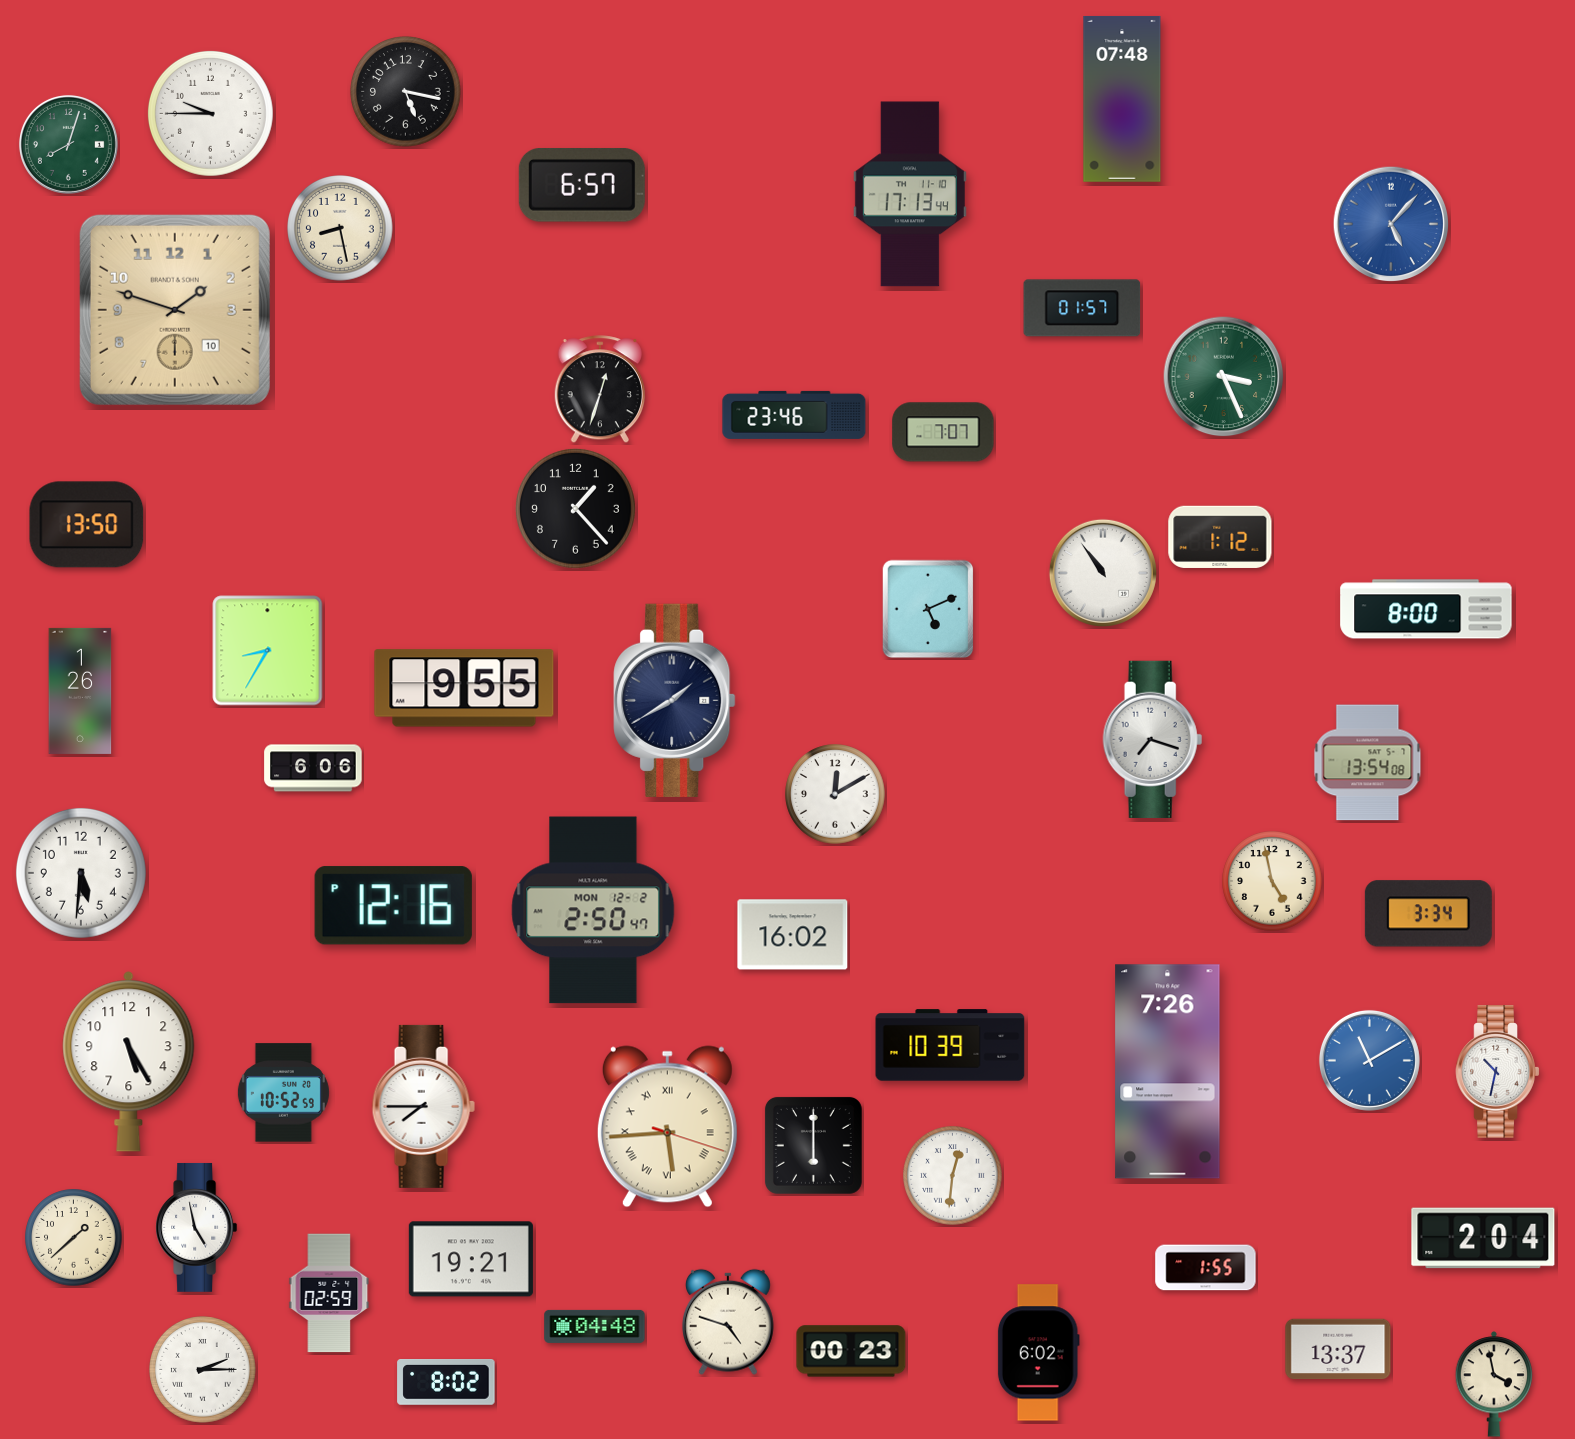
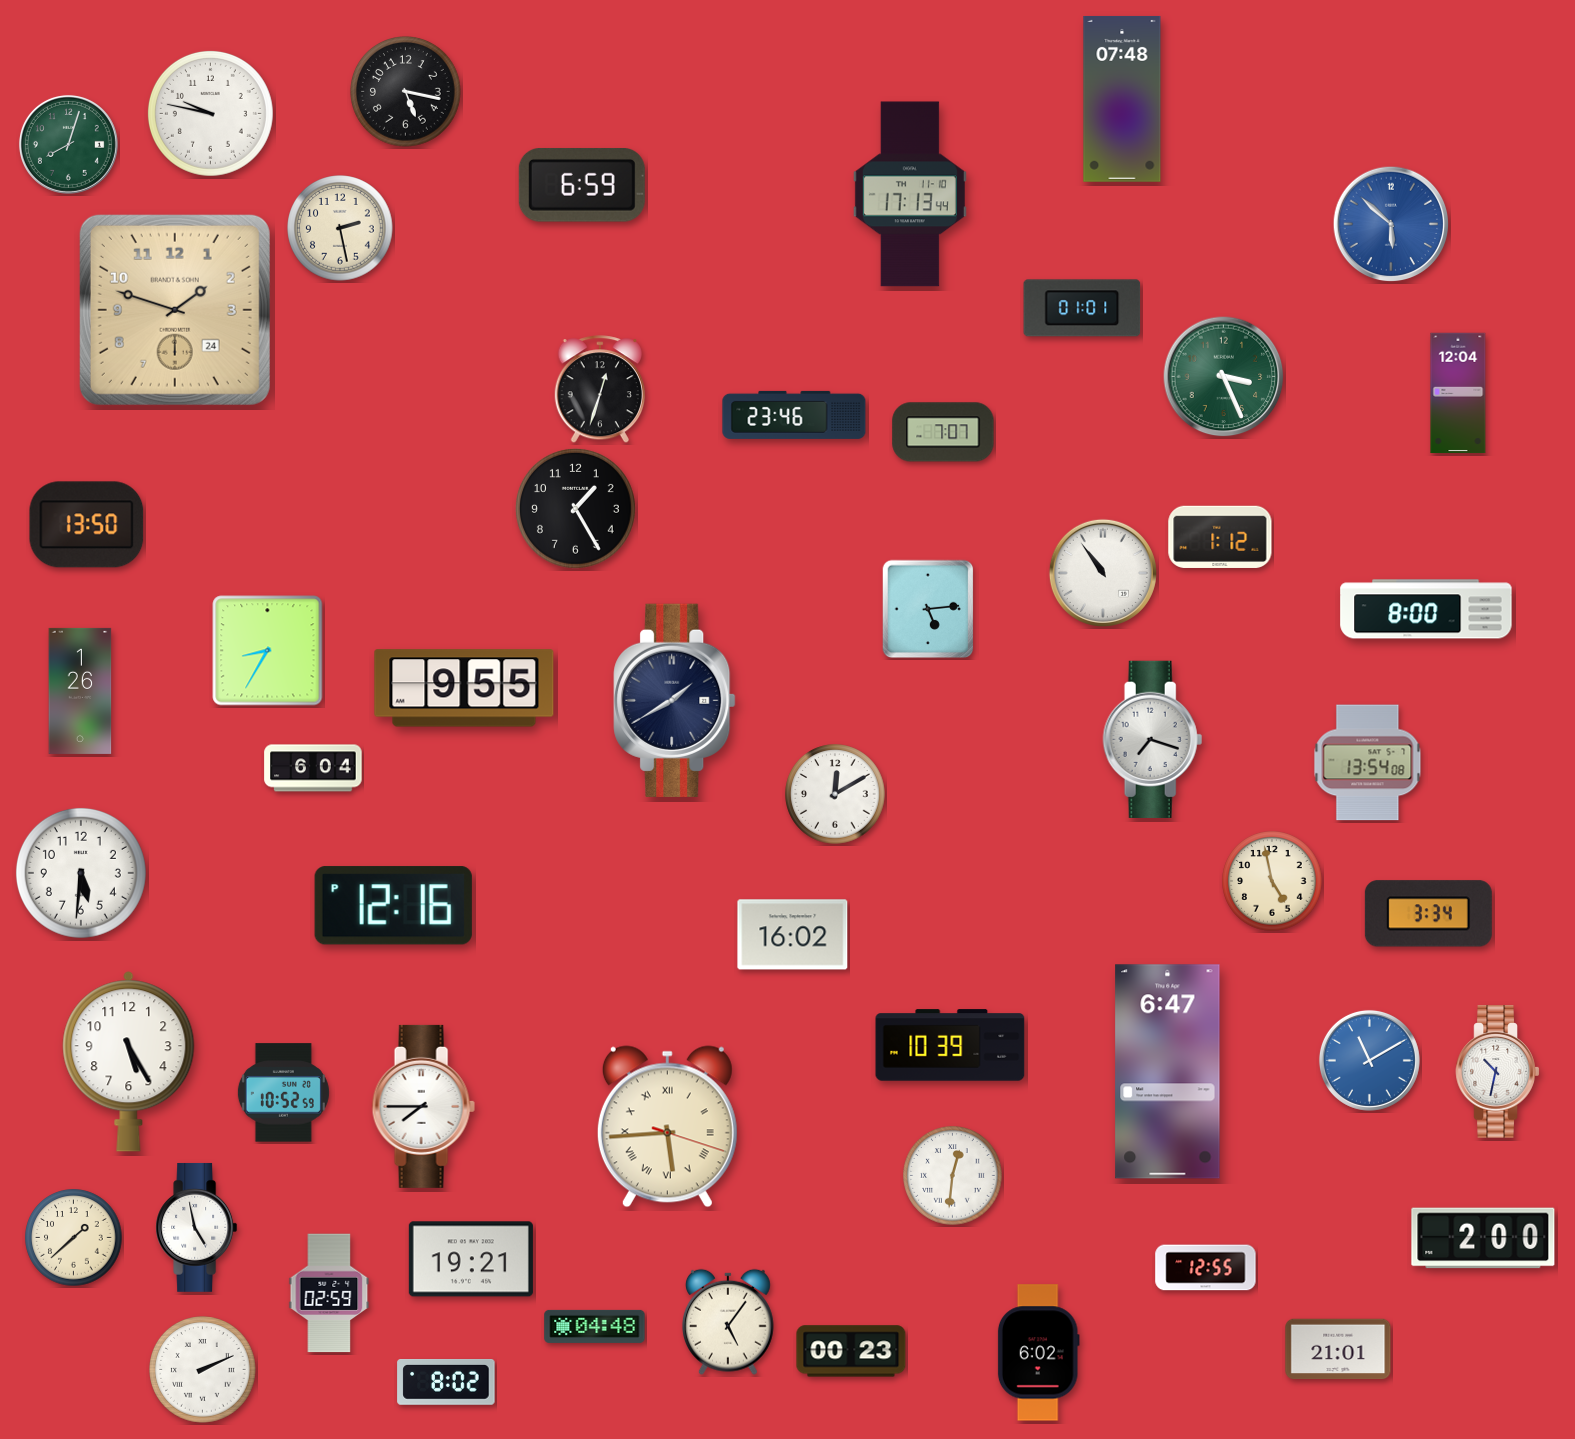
clock at (210, 113): 9:45 -> 9:47
clock at (582, 186): 6:57 -> 6:59
clock at (1391, 224): 5:07 -> 5:52
clock at (340, 228): 8:28 -> 2:28
clock at (1082, 308): 01:57 -> 01:01
clock at (175, 310) date: 10 -> 24
clock at (1458, 393): none -> 12:04
clock at (575, 508): 1:23 -> 1:25
clock at (928, 609): 5:11 -> 5:14
clock at (313, 768): 6:06 -> 6:04
clock at (593, 910): 2:50 -> none
clock at (1168, 1072): 7:26 -> 6:47
clock at (813, 1145): 6:00 -> none
clock at (1483, 1238): 2:04 -> 2:00
clock at (1206, 1268): 1:55 -> 12:55
clock at (728, 1322): 4:48 -> 5:06
clock at (1338, 1349): 13:37 -> 21:01
clock at (203, 1370): 2:15 -> 2:11
clock at (1494, 1384): 3:58 -> none
